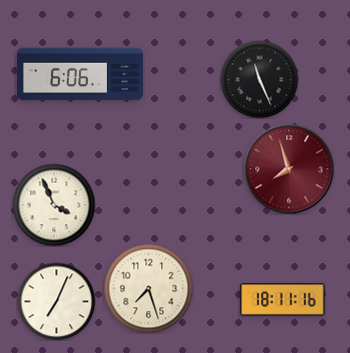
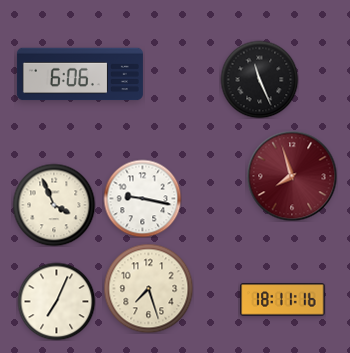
clock at (289, 169) position: (289, 169) -> (292, 176)
clock at (142, 198): none -> 9:17
